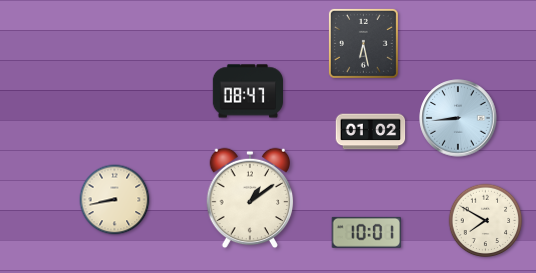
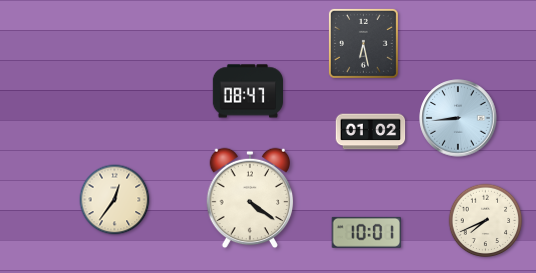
clock at (250, 198): 1:09 -> 4:21
clock at (115, 200): 8:43 -> 12:36
clock at (486, 221): 7:50 -> 7:41
